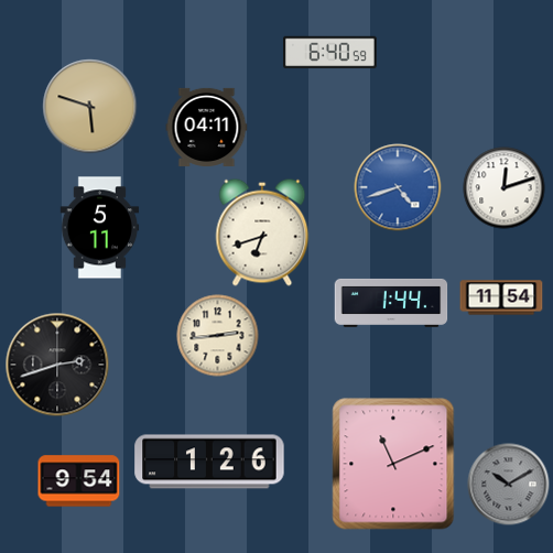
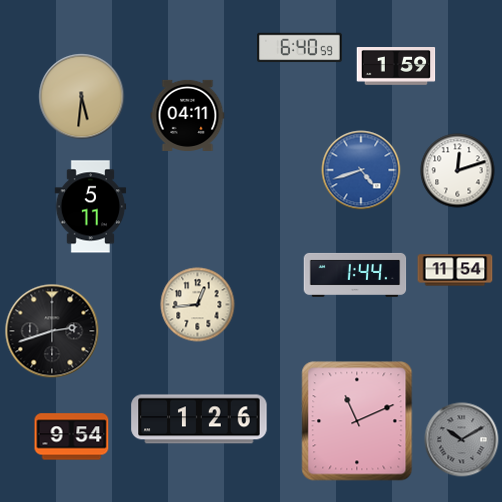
clock at (396, 67): none -> 1:59
clock at (90, 107): 5:48 -> 5:31
clock at (262, 232): 6:42 -> none
clock at (218, 336): 2:44 -> 12:44
clock at (209, 462) position: (209, 462) -> (199, 419)
